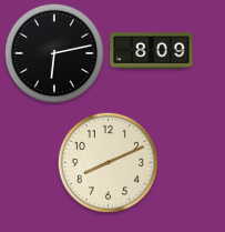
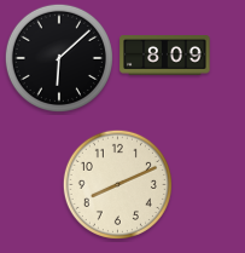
clock at (54, 53): 6:13 -> 6:08
clock at (108, 162) position: (108, 162) -> (117, 184)
